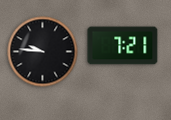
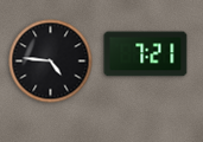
clock at (43, 52): 9:46 -> 4:46
